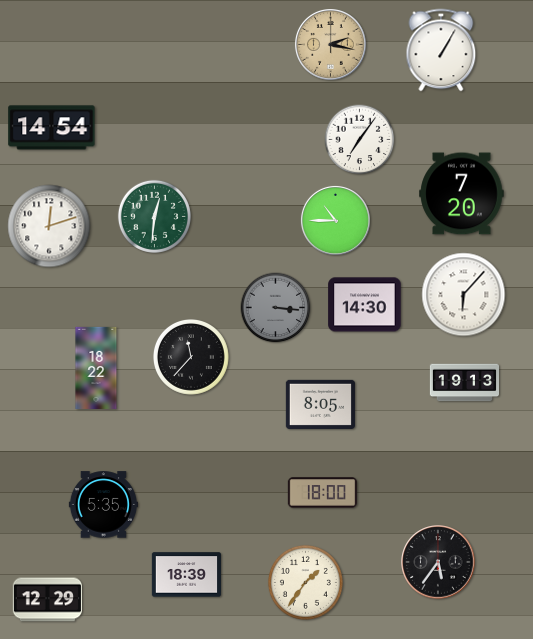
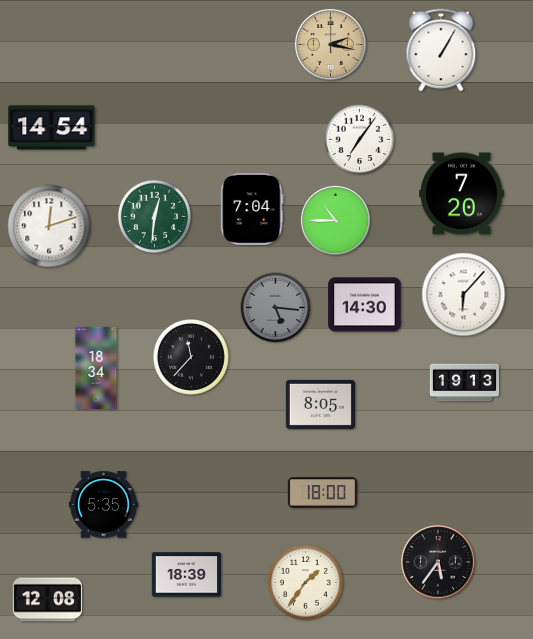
clock at (252, 209): none -> 7:04
clock at (276, 308): 3:16 -> 5:16
clock at (96, 368): 18:22 -> 18:34
clock at (47, 600): 12:29 -> 12:08
